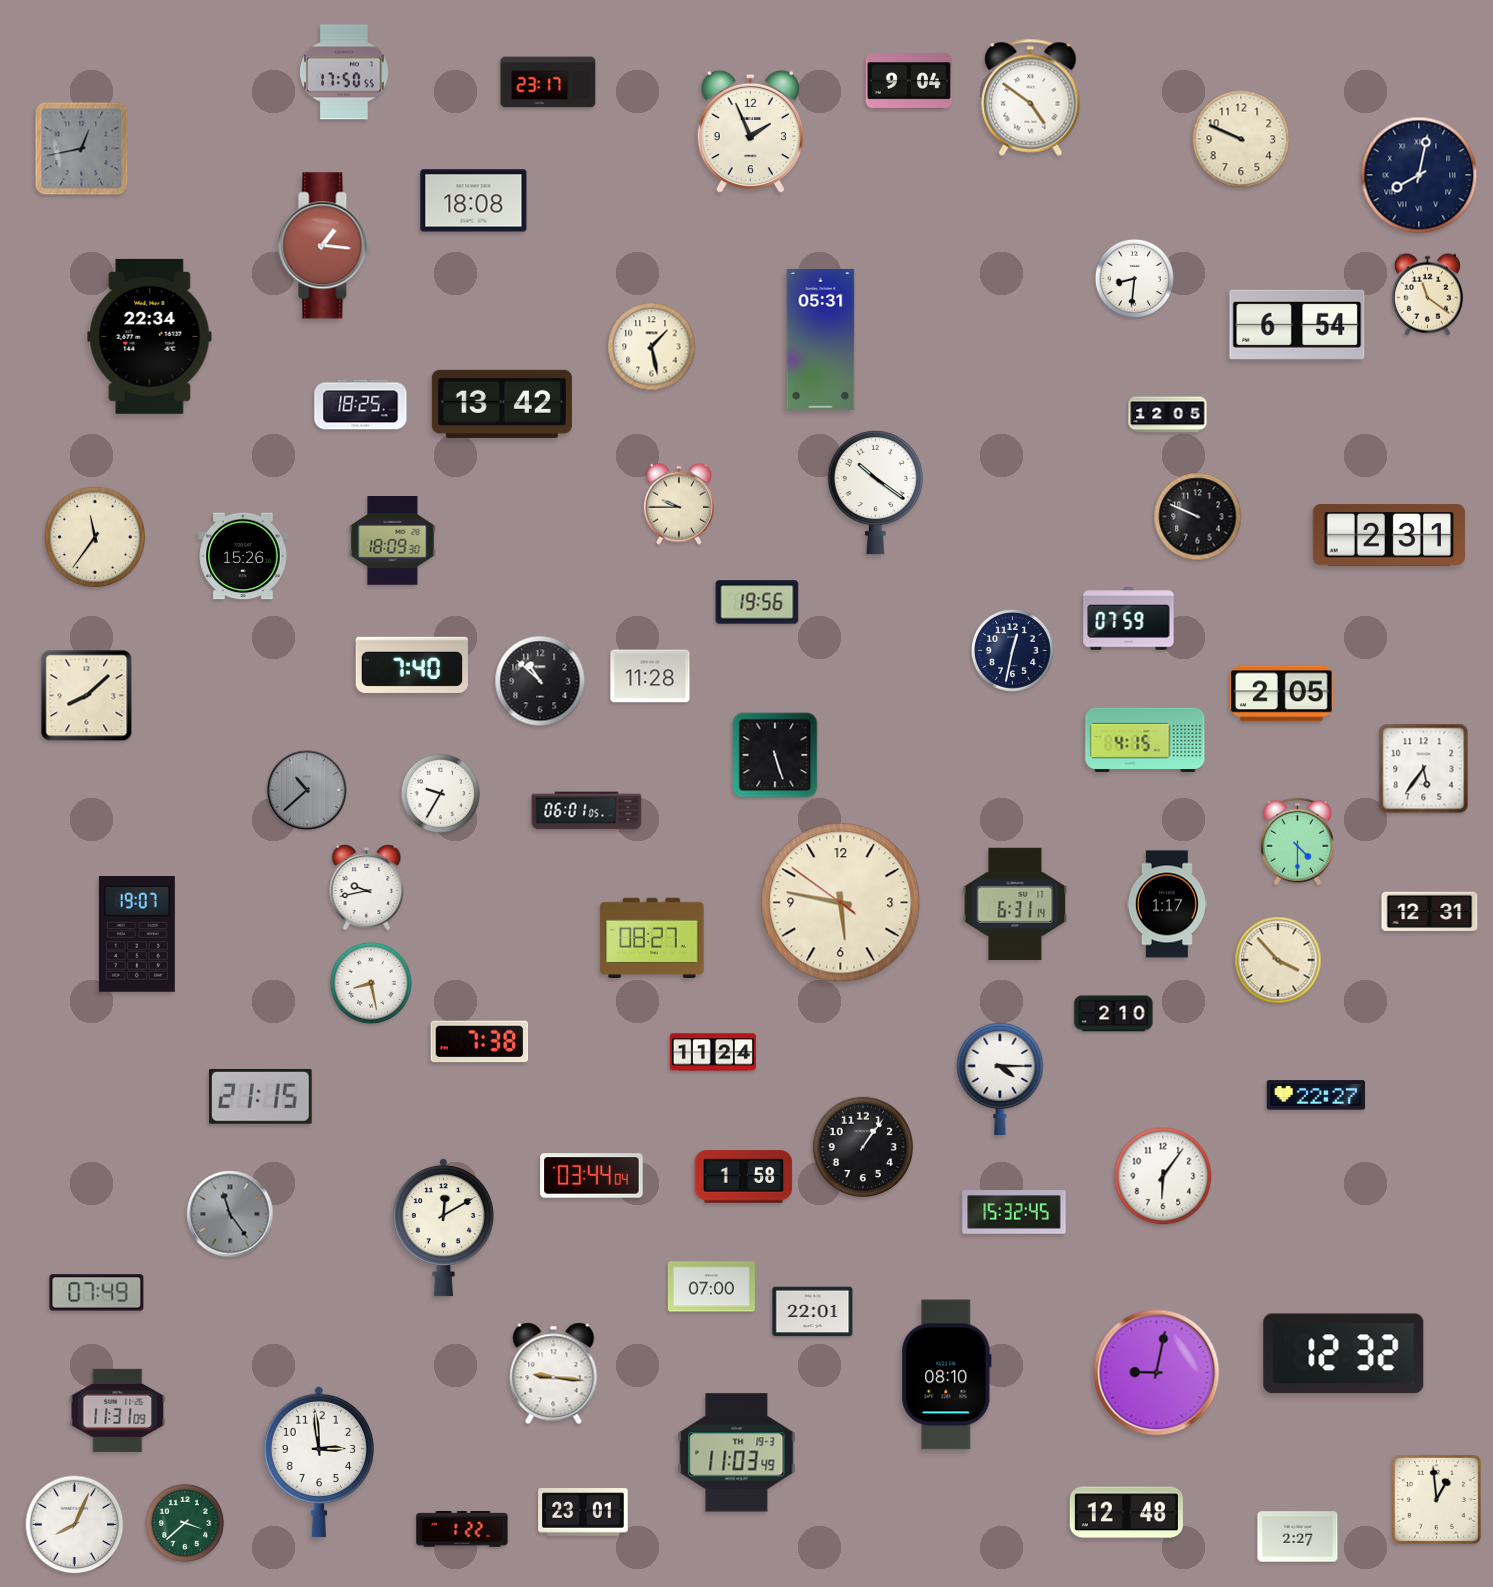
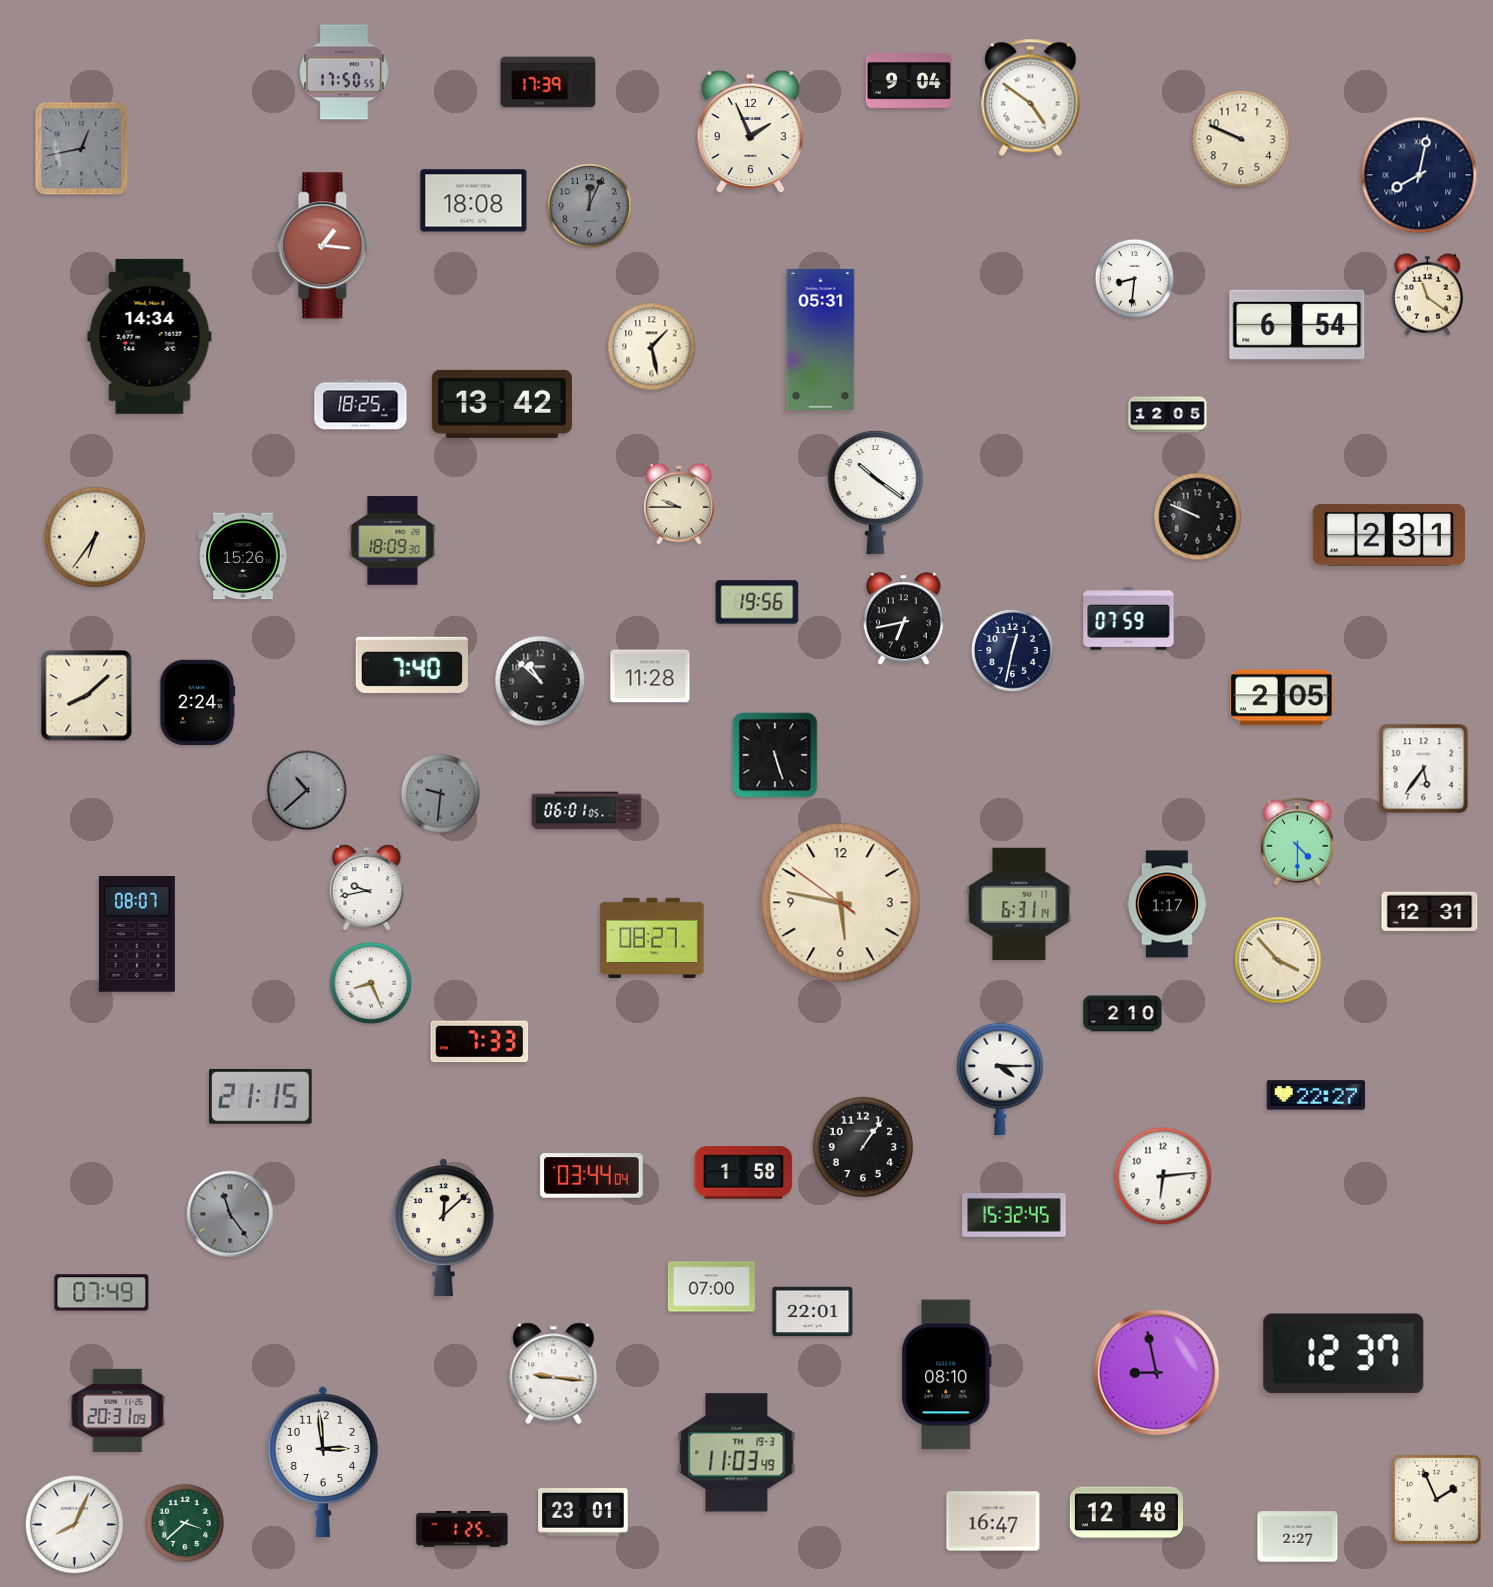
clock at (548, 82): 23:17 -> 17:39
clock at (590, 206): none -> 12:04
clock at (150, 336): 22:34 -> 14:34
clock at (95, 537): 11:36 -> 6:36
clock at (903, 619): none -> 6:43
clock at (1282, 694) position: (1282, 694) -> (1282, 698)
clock at (198, 703): none -> 2:24
clock at (1145, 739): 4:15 -> none
clock at (440, 793): 9:35 -> 9:31
clock at (440, 793) dial: white -> grey
clock at (1015, 904) position: (1015, 904) -> (1019, 904)
clock at (137, 935): 19:07 -> 08:07
clock at (371, 983): 8:28 -> 8:26
clock at (1114, 1014) position: (1114, 1014) -> (1123, 1014)
clock at (480, 1042): 7:38 -> 7:33
clock at (713, 1052): 11:24 -> none
clock at (1163, 1176): 6:06 -> 6:14
clock at (744, 1177) position: (744, 1177) -> (744, 1173)
clock at (1014, 1212) position: (1014, 1212) -> (1014, 1215)
clock at (443, 1228): 12:10 -> 12:08
clock at (97, 1293) position: (97, 1293) -> (102, 1293)
clock at (1344, 1354): 12:32 -> 12:37
clock at (1157, 1373): 9:02 -> 8:58
clock at (118, 1410): 11:31 -> 20:31
clock at (319, 1462) position: (319, 1462) -> (323, 1462)
clock at (1436, 1499): 12:59 -> 1:56
clock at (993, 1521): none -> 16:47
clock at (462, 1530): 1:22 -> 1:25
